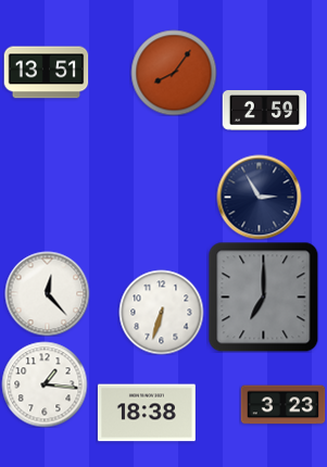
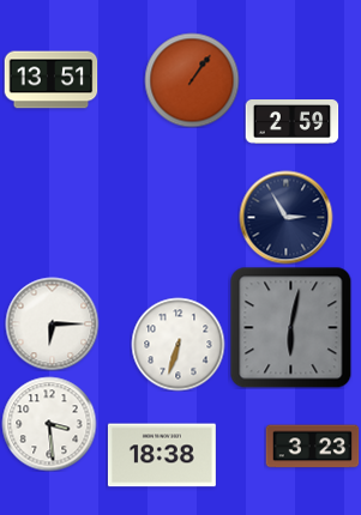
clock at (174, 73): 8:06 -> 1:06
clock at (47, 293): 12:23 -> 6:15
clock at (263, 296): 7:00 -> 6:02
clock at (45, 384): 1:16 -> 3:29
